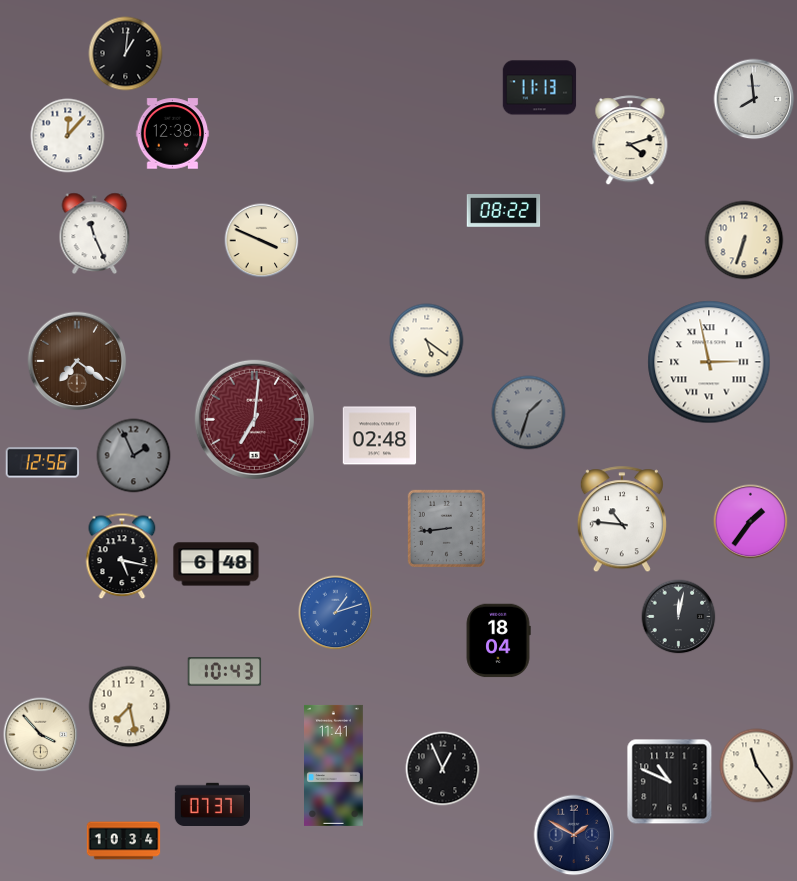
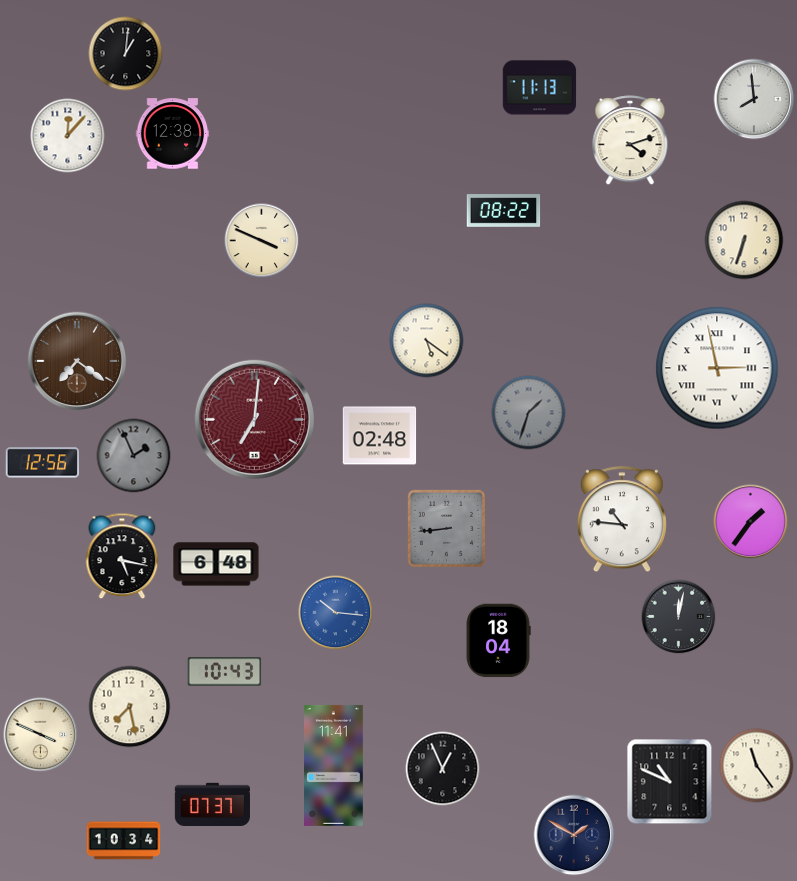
clock at (95, 233): 11:26 -> none
clock at (709, 362) position: (709, 362) -> (717, 368)
clock at (336, 613): 1:12 -> 10:16
clock at (41, 735): 3:53 -> 3:49
